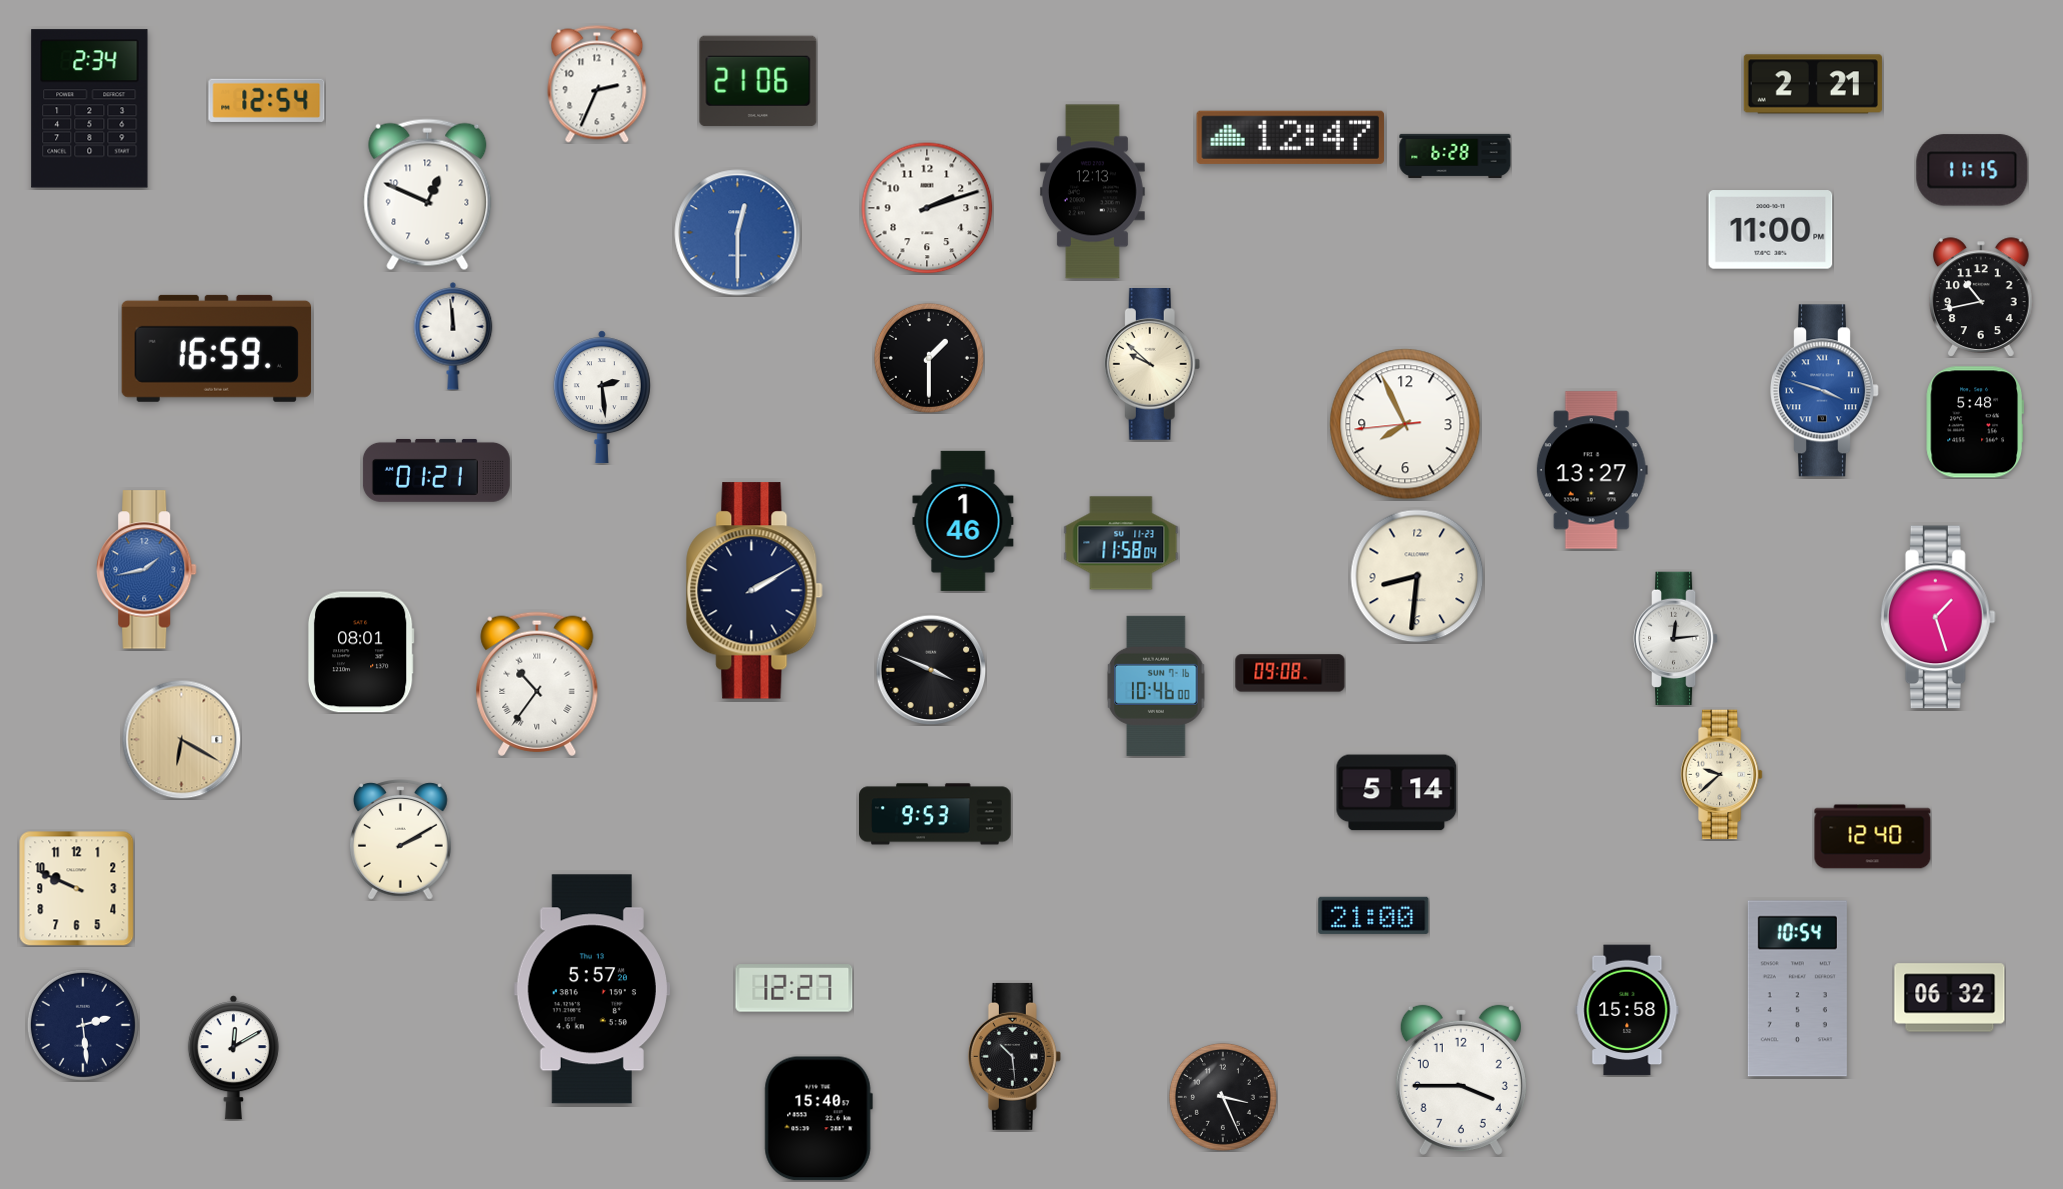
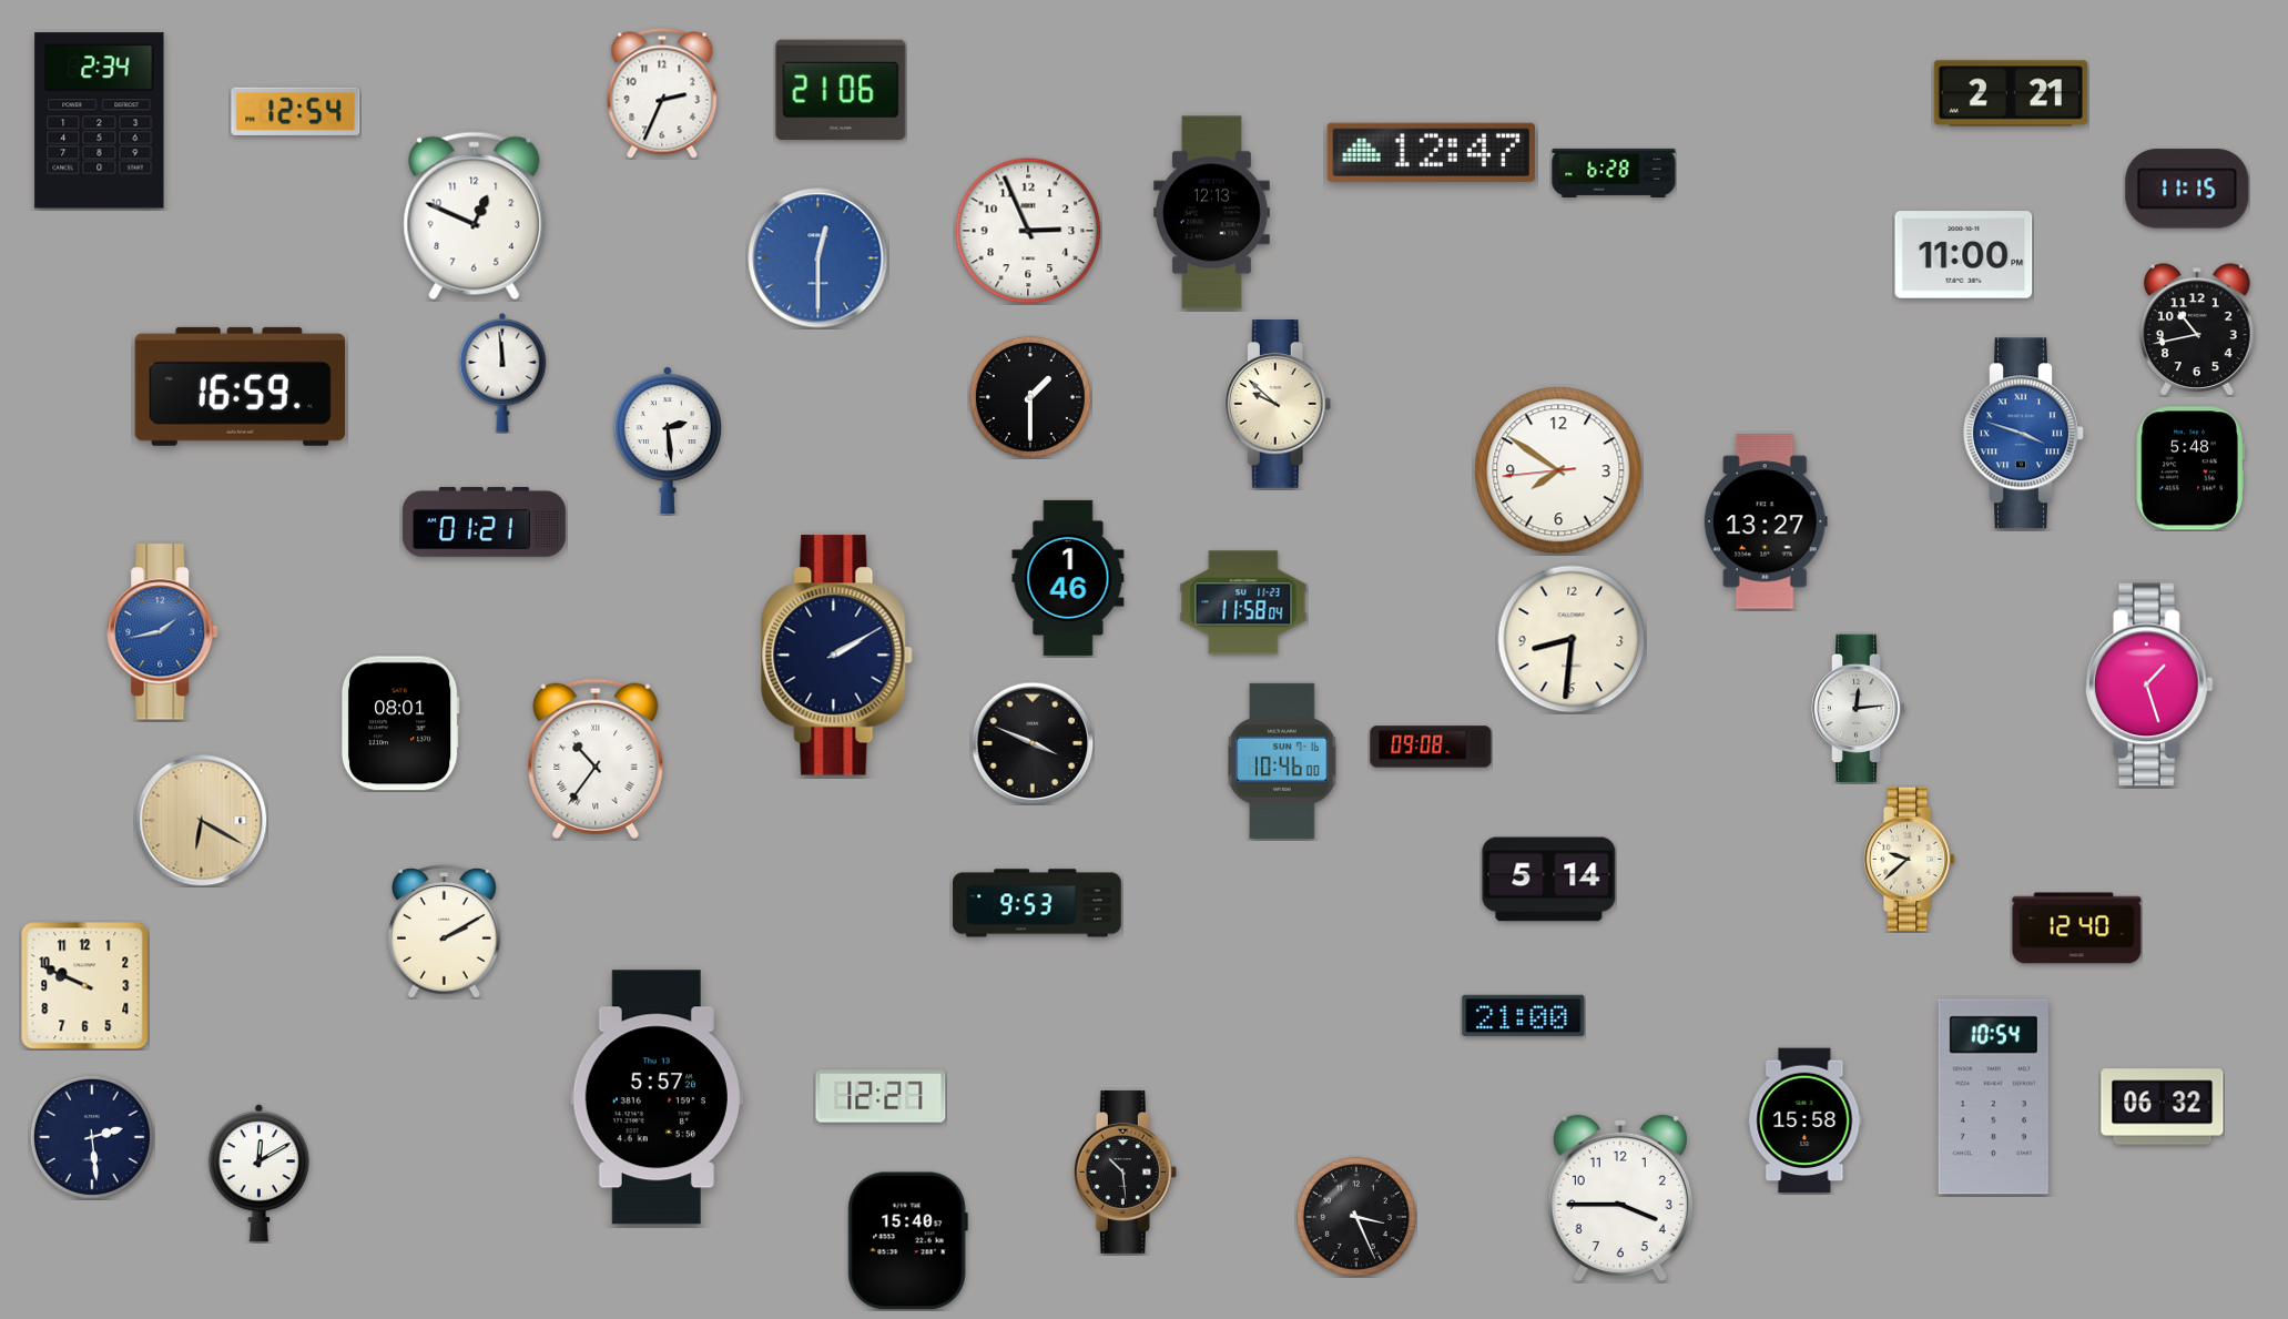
clock at (927, 208): 2:12 -> 2:56
clock at (1405, 424): 7:55 -> 7:50
